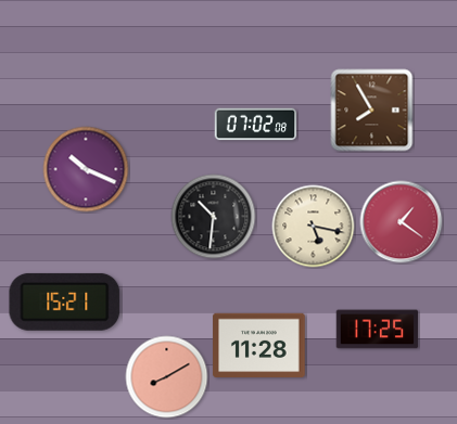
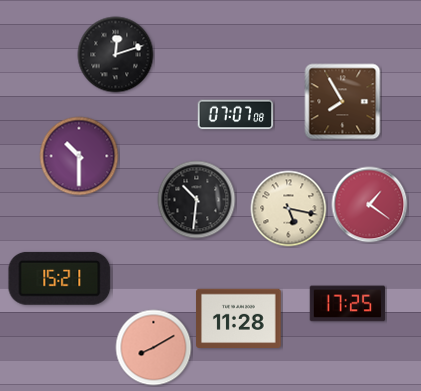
clock at (116, 55): none -> 12:12
clock at (256, 125): 07:02 -> 07:07
clock at (86, 169): 10:19 -> 10:30
